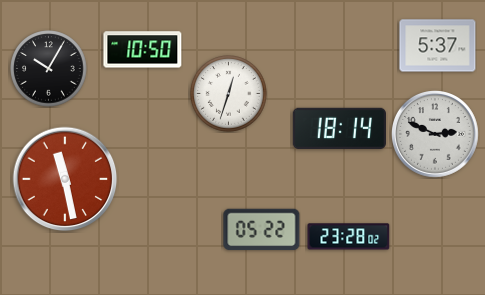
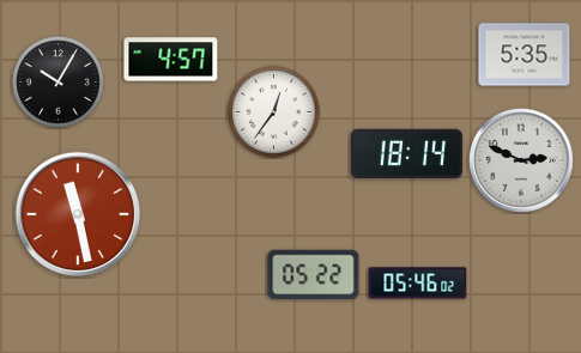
clock at (438, 46): 5:37 -> 5:35
clock at (143, 50): 10:50 -> 4:57
clock at (229, 94): 12:33 -> 12:36
clock at (349, 237): 23:28 -> 05:46
